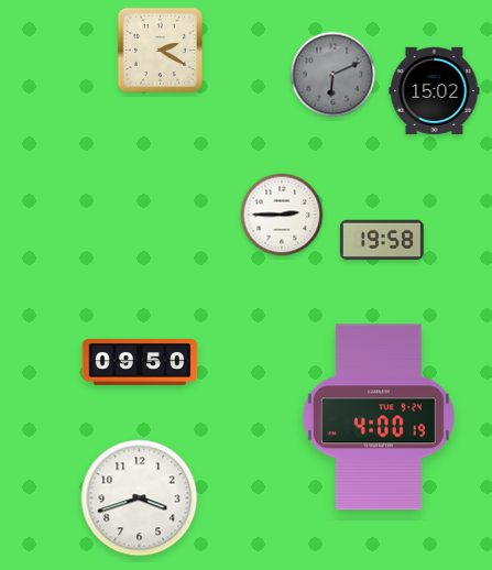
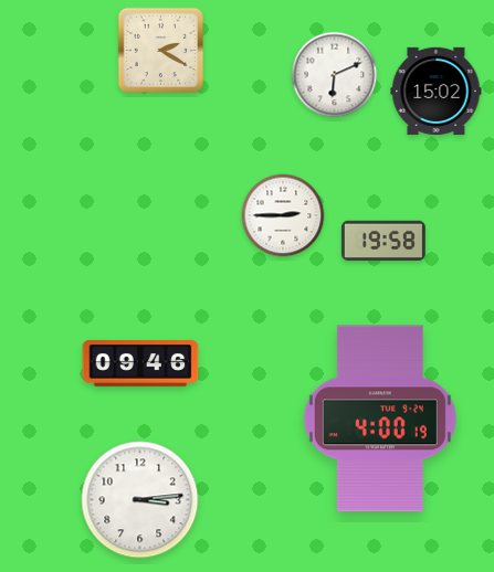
clock at (334, 75) dial: grey -> white
clock at (140, 363): 09:50 -> 09:46
clock at (140, 498): 3:42 -> 3:14
